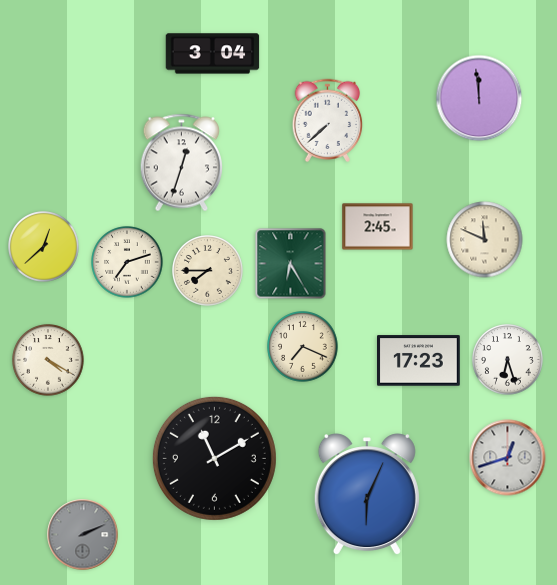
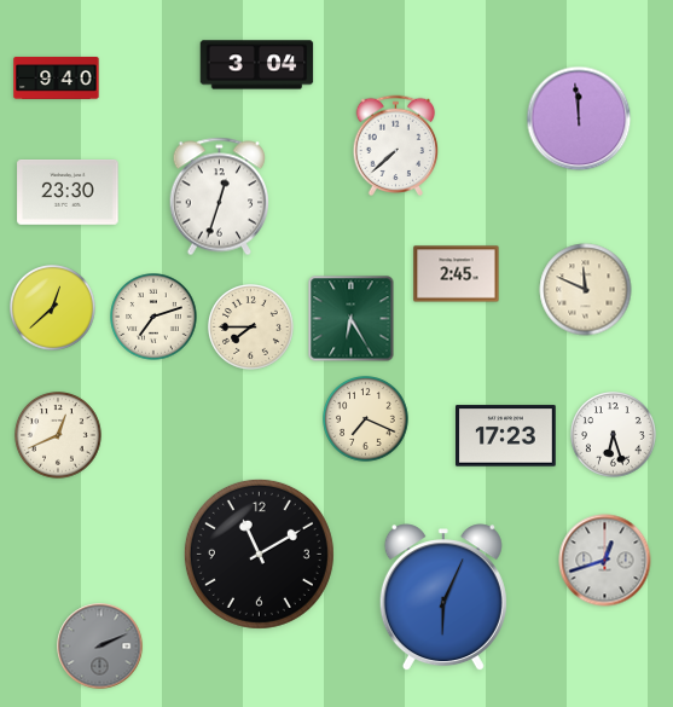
clock at (57, 77): none -> 9:40
clock at (68, 192): none -> 23:30
clock at (44, 247) position: (44, 247) -> (53, 308)
clock at (48, 360): 4:20 -> 12:41
clock at (508, 458) position: (508, 458) -> (605, 561)
